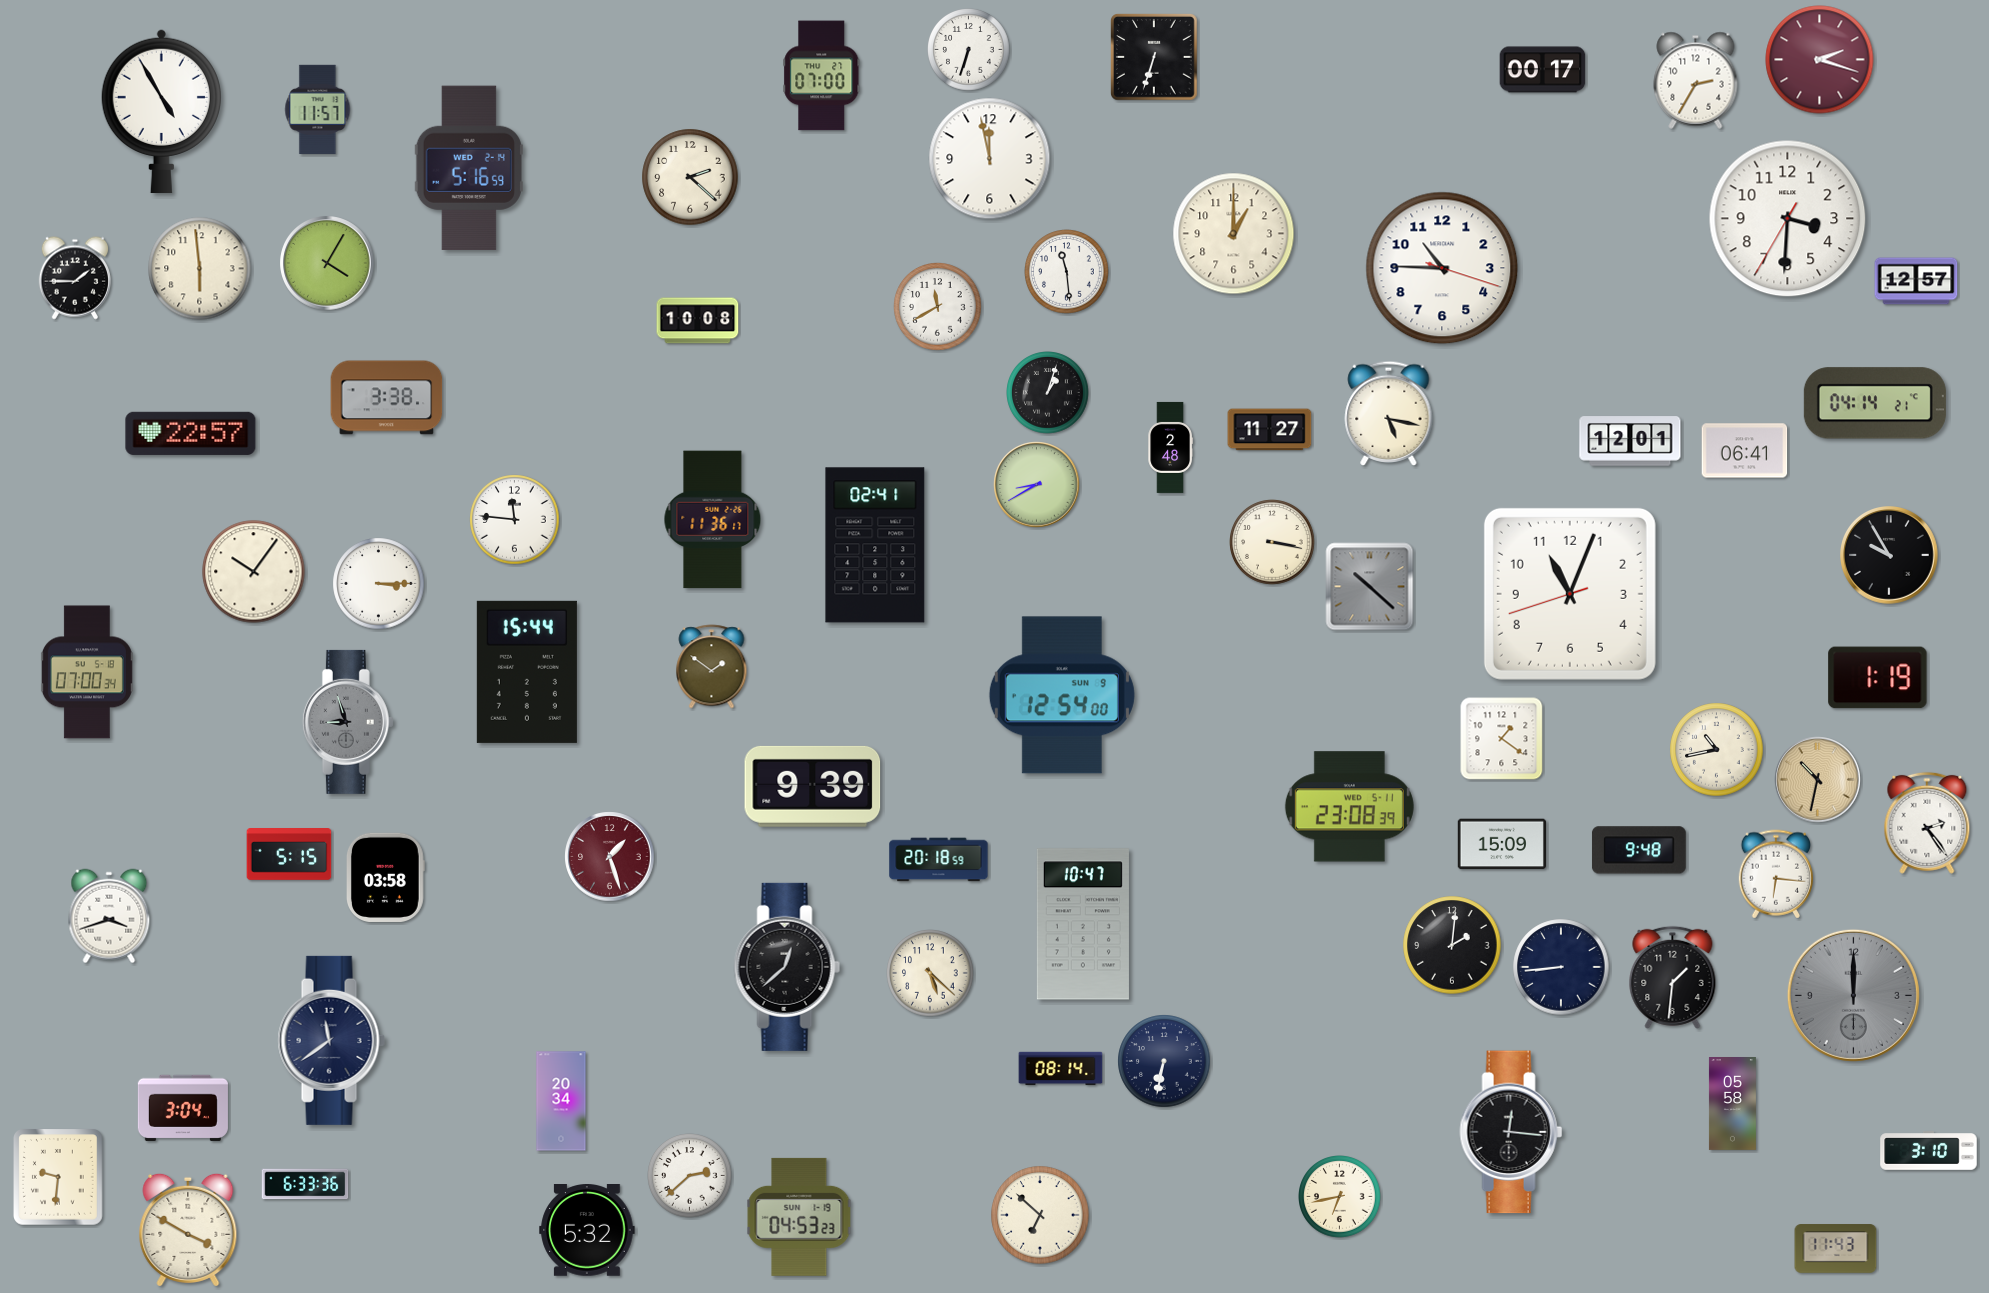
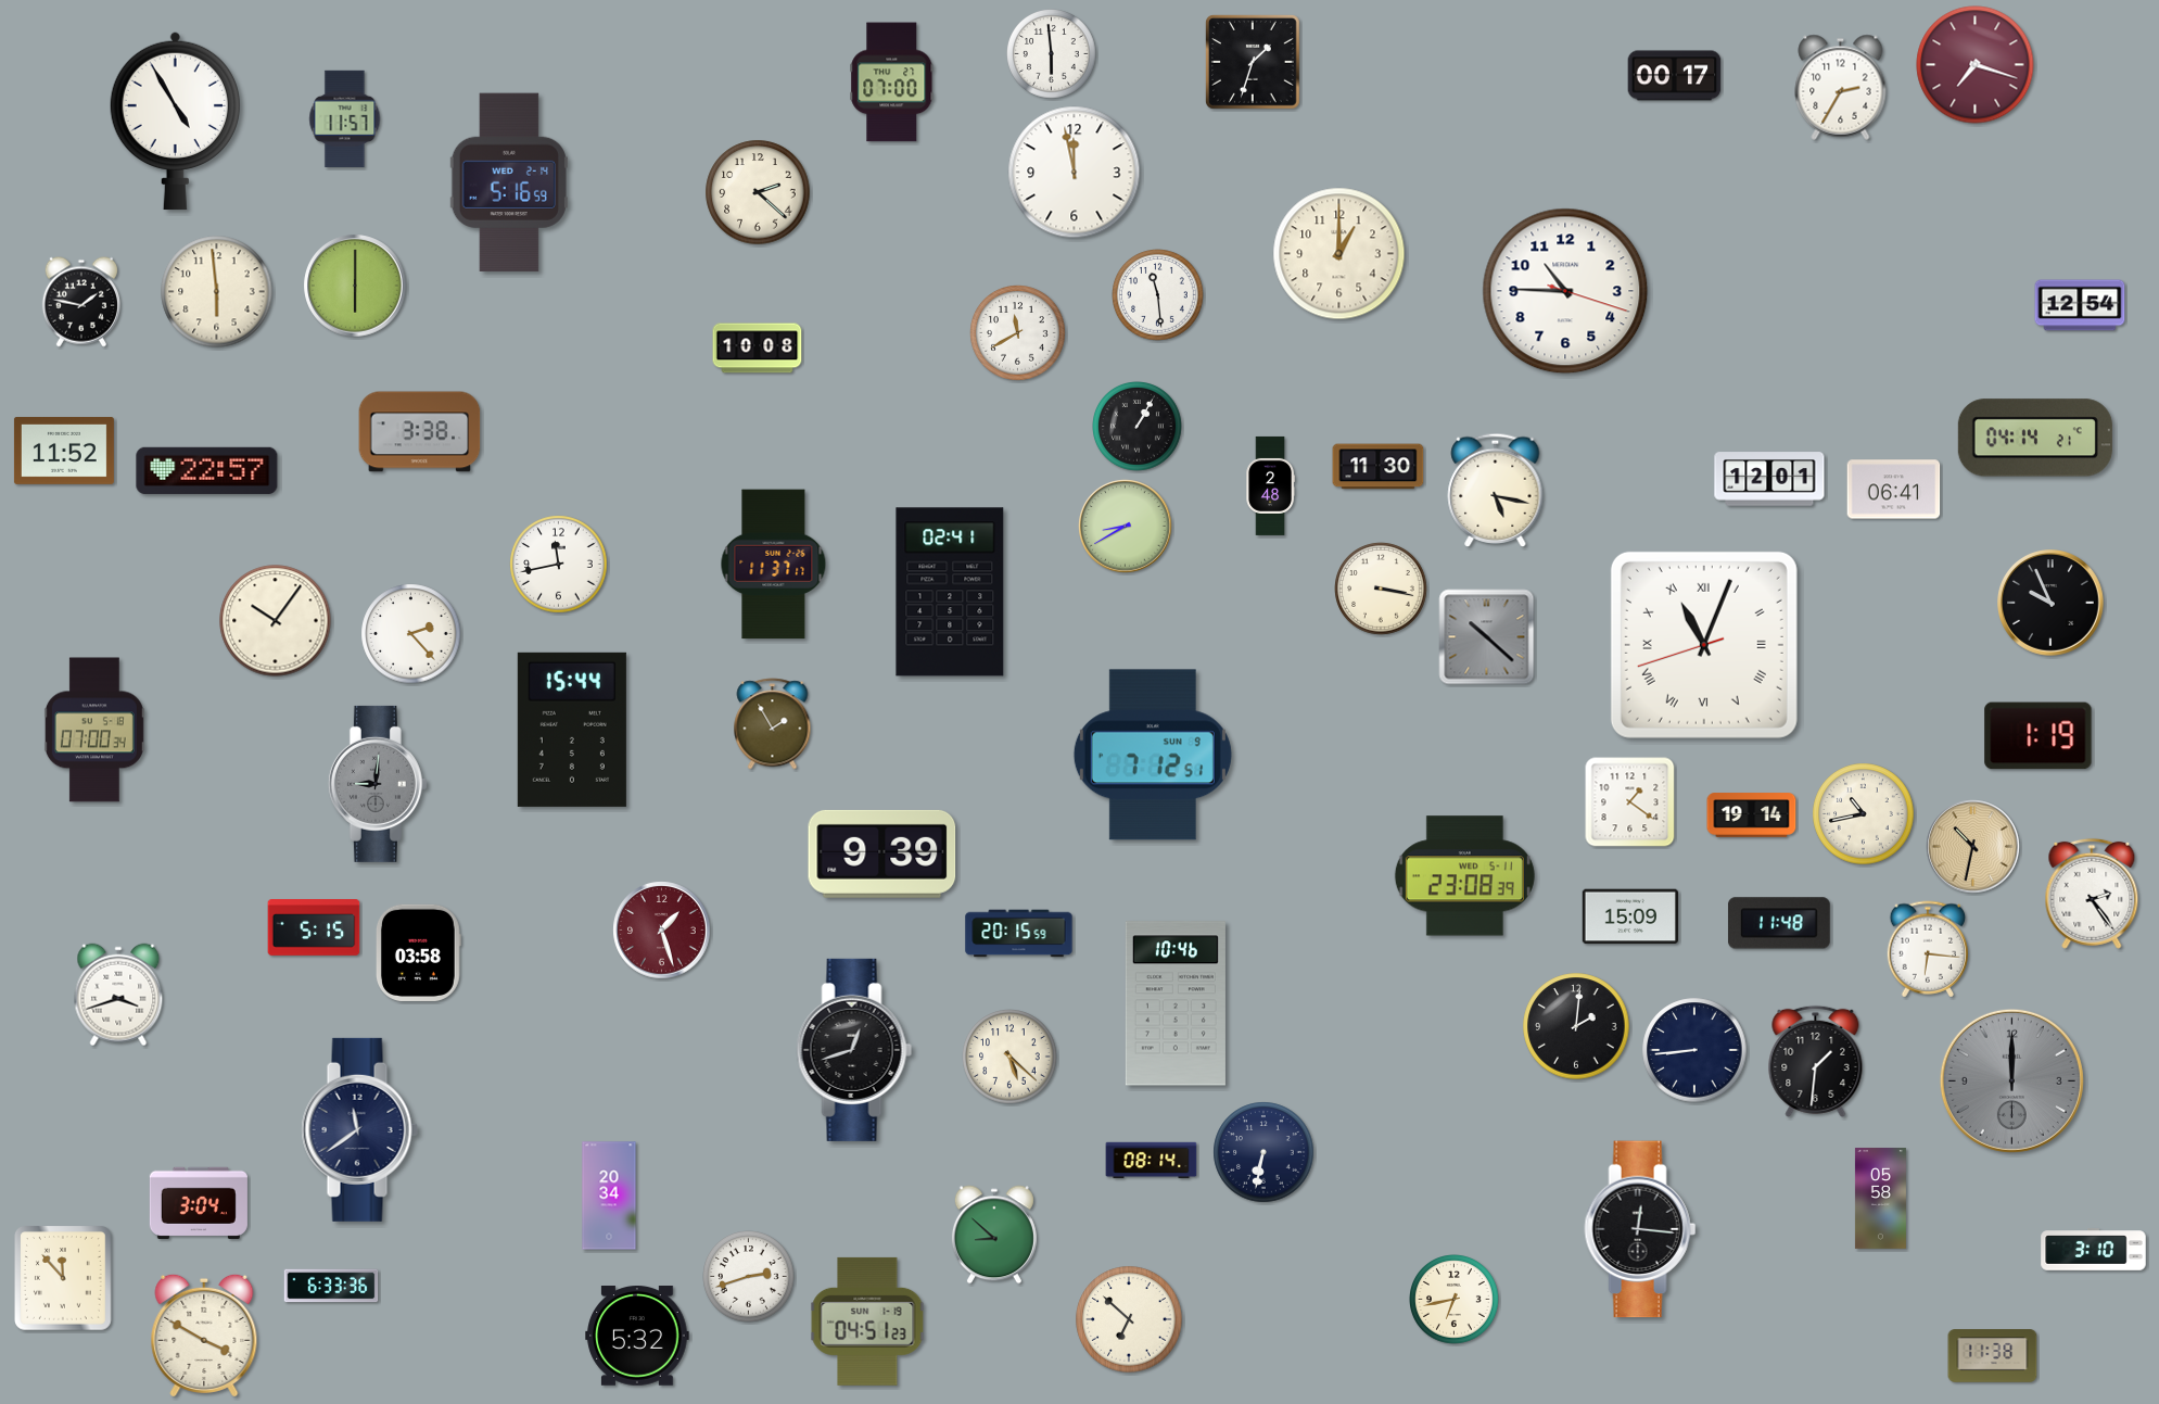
clock at (969, 50): 6:33 -> 5:59
clock at (1155, 58): 6:33 -> 1:33
clock at (1820, 60): 2:18 -> 7:18
clock at (690, 177) position: (690, 177) -> (758, 192)
clock at (1788, 219): 3:30 -> none
clock at (327, 263): 4:05 -> 6:00
clock at (75, 278): 1:45 -> 1:47
clock at (1916, 281): 12:57 -> 12:54
clock at (1048, 393): 1:03 -> 1:05
clock at (1389, 413) position: (1389, 413) -> (1496, 490)
clock at (64, 451): none -> 11:52
clock at (1270, 430): 11:27 -> 11:30
clock at (515, 520): 11:46 -> 11:43
clock at (713, 520): 11:36 -> 11:37
clock at (1890, 556): 9:55 -> 9:56
clock at (379, 584): 3:15 -> 2:23
clock at (1570, 594) numerals: Arabic -> Roman
clock at (712, 667): 1:51 -> 1:55
clock at (1062, 695): 12:54 -> 7:12
clock at (348, 722): 8:57 -> 9:01
clock at (1752, 815): none -> 19:14
clock at (1639, 850): 9:48 -> 11:48
clock at (939, 860): 20:18 -> 20:15
clock at (1083, 924): 10:47 -> 10:46
clock at (787, 967): 12:38 -> 12:42
clock at (994, 1235): none -> 8:52
clock at (690, 1176): 2:38 -> 2:42
clock at (59, 1178): 9:31 -> 11:53
clock at (799, 1217): 04:53 -> 04:51
clock at (1836, 1249): 11:43 -> 11:38
